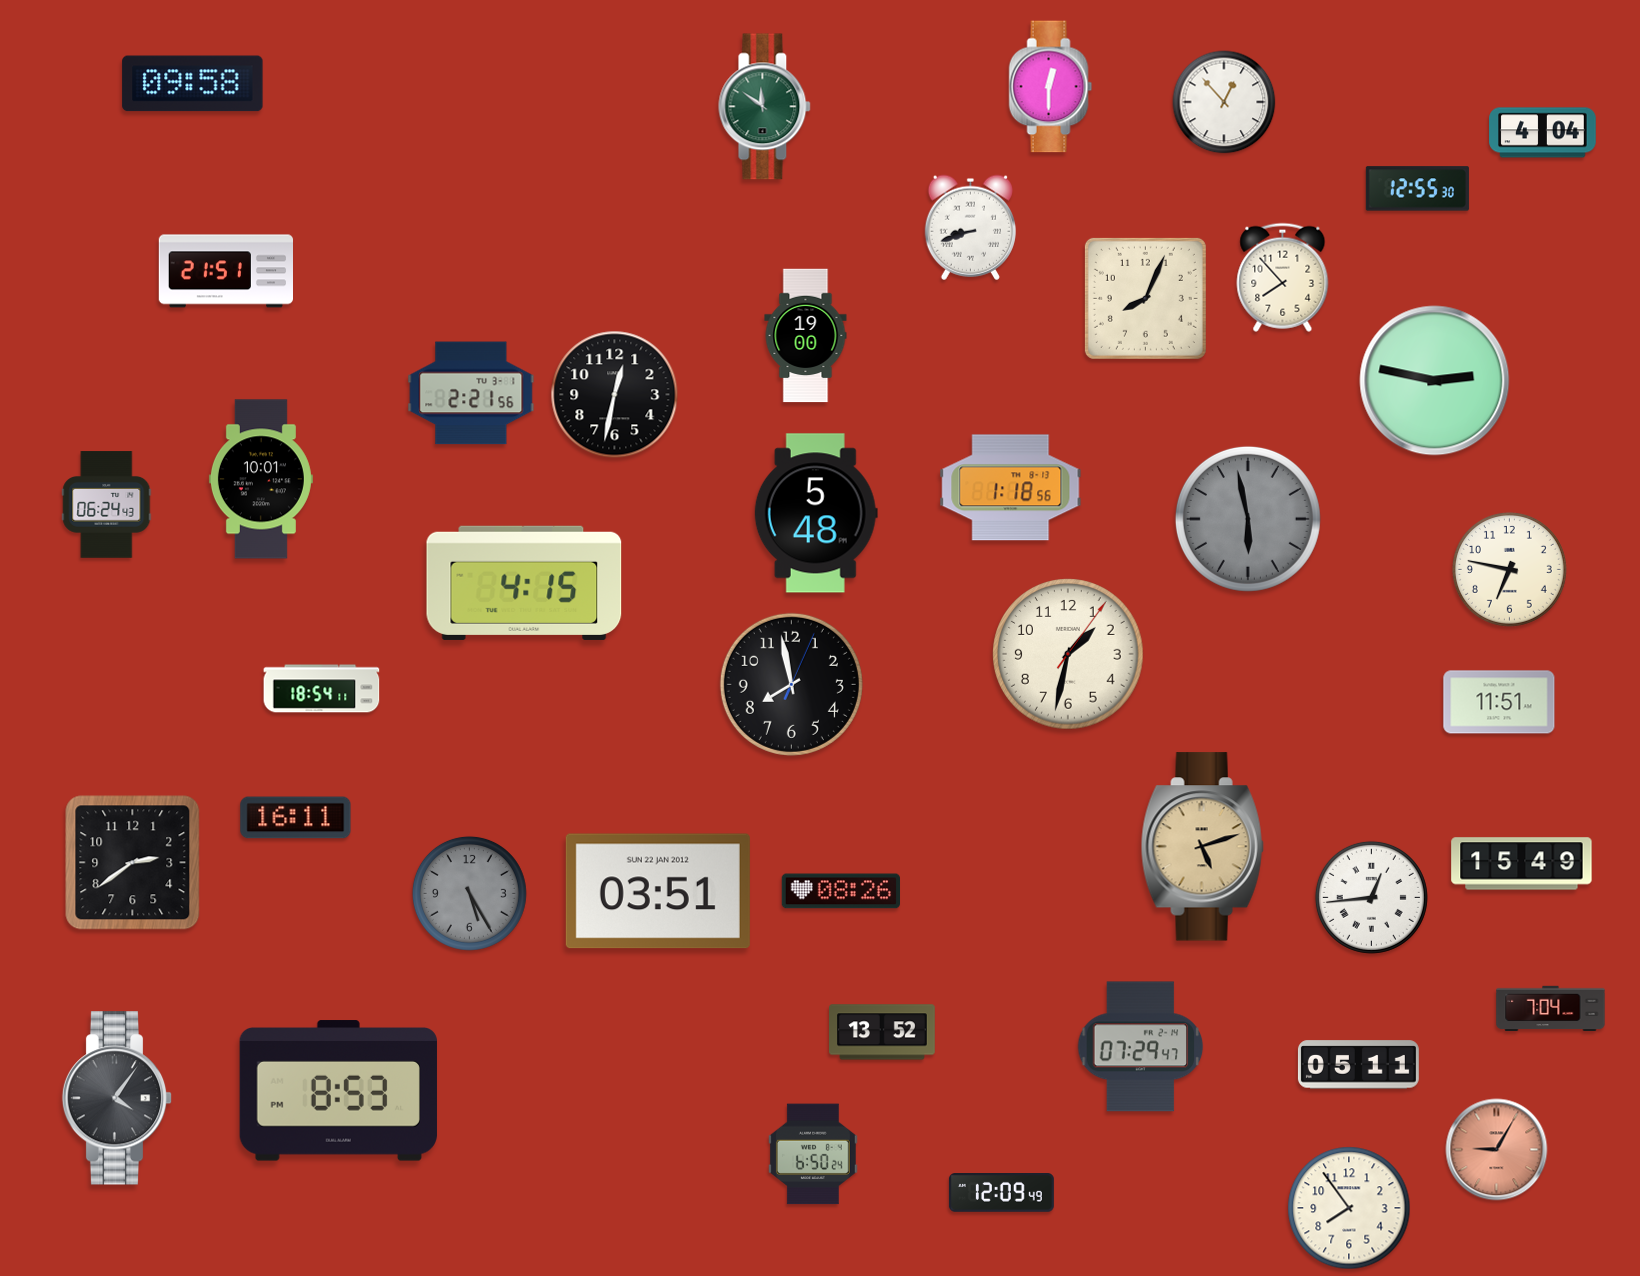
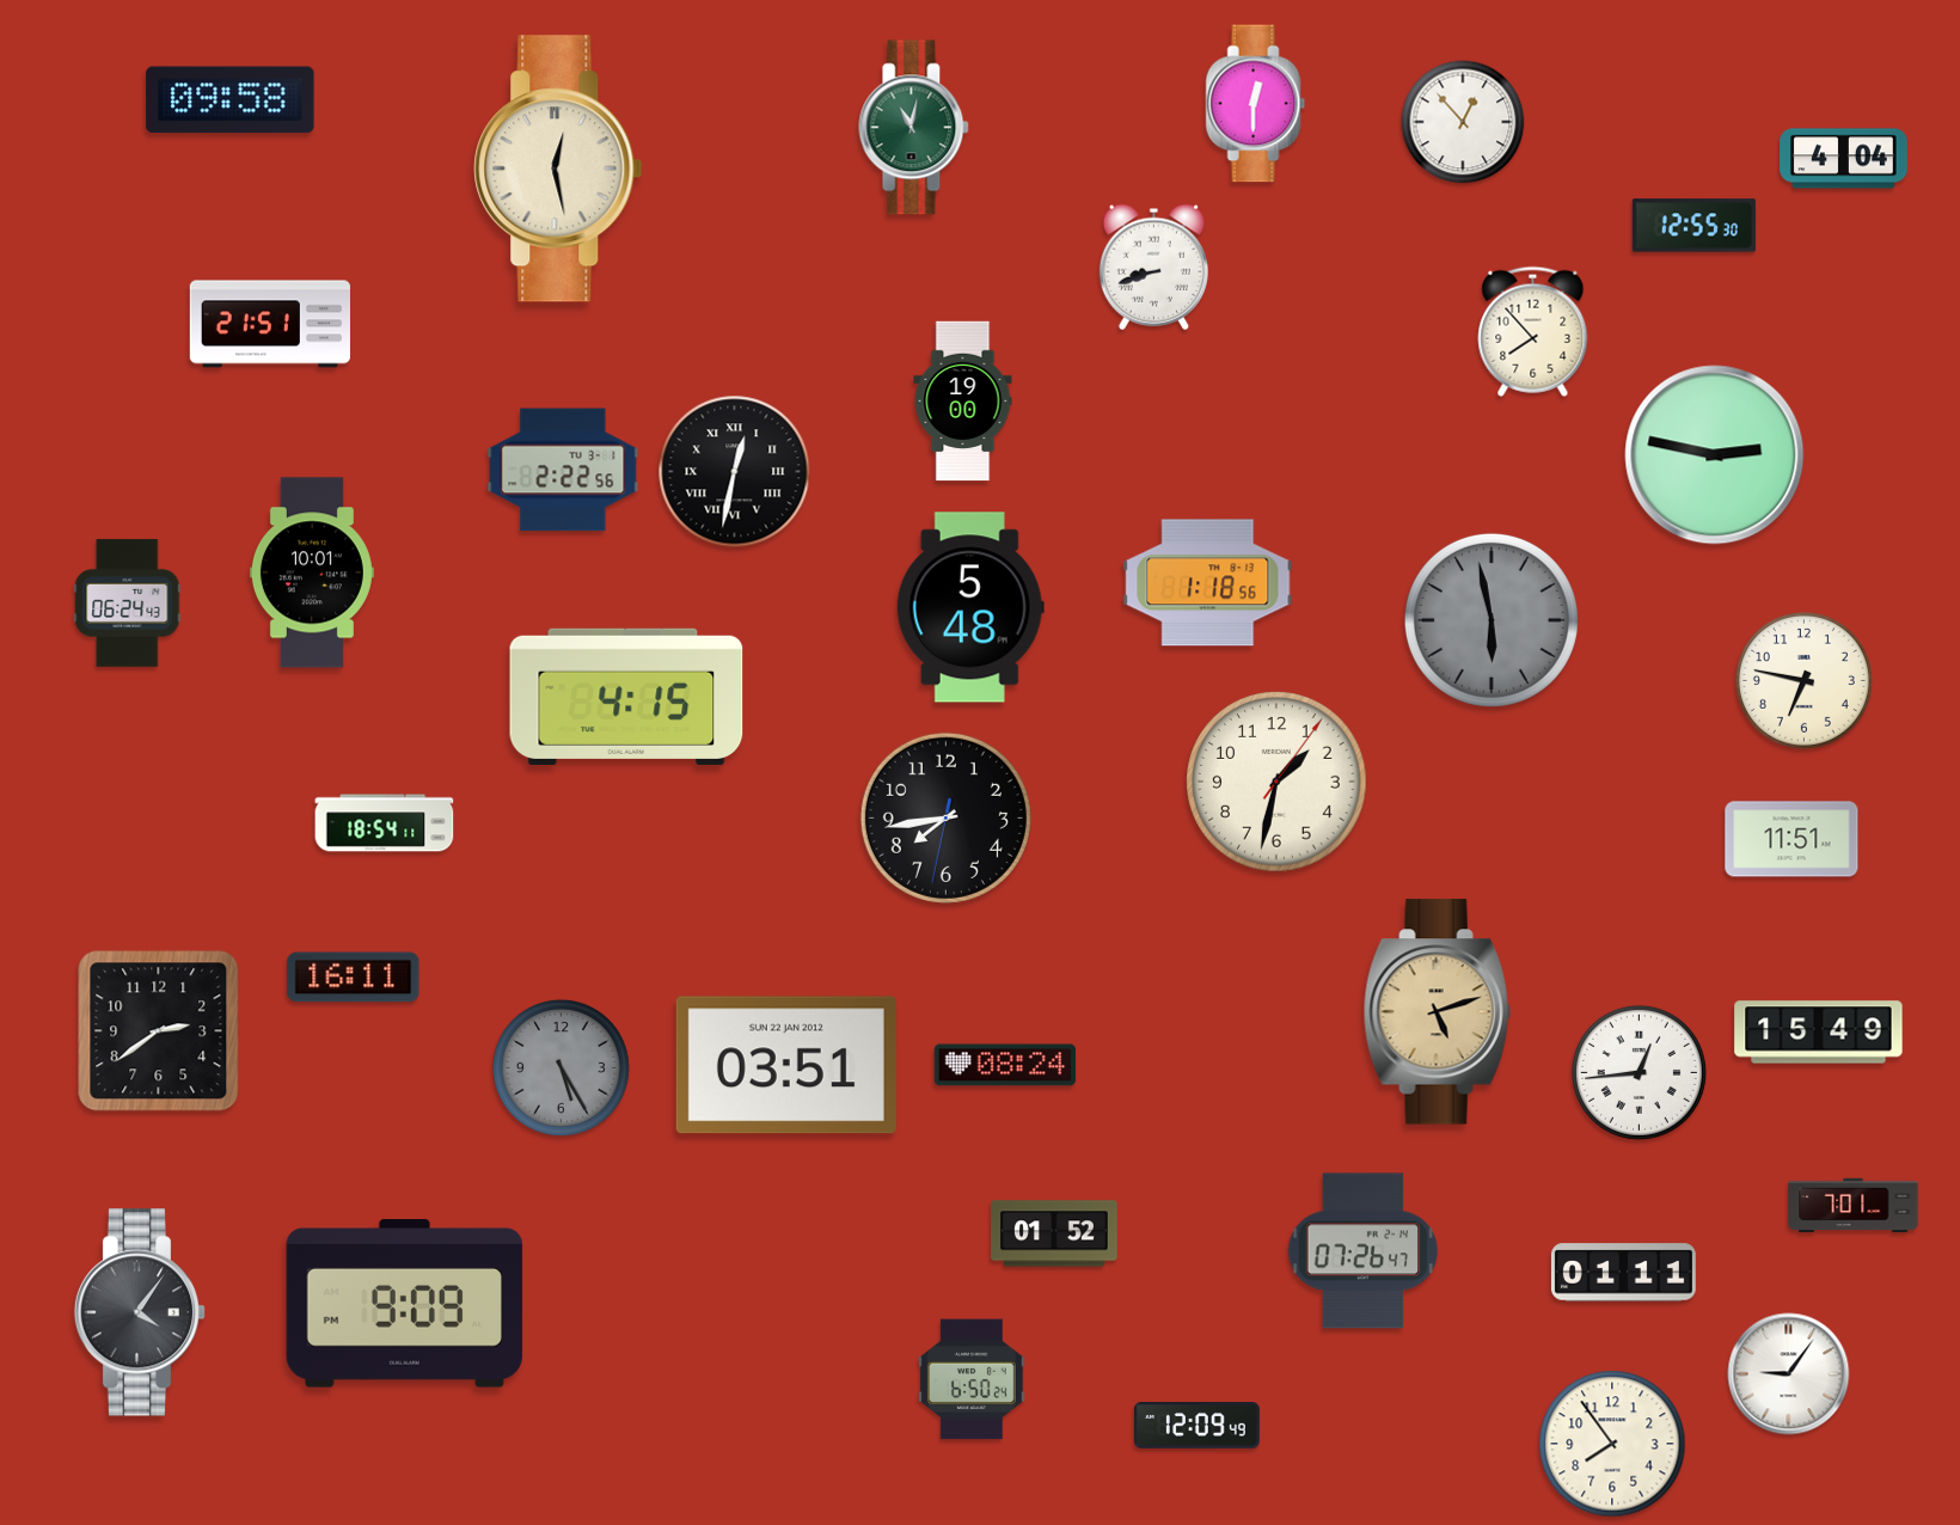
clock at (765, 107): 11:51 -> 11:02
clock at (558, 169): none -> 12:28
clock at (970, 227) position: (970, 227) -> (1153, 267)
clock at (1145, 298): 8:04 -> none
clock at (471, 393): 2:21 -> 2:22
clock at (615, 395) numerals: Arabic -> Roman
clock at (816, 513) position: (816, 513) -> (970, 607)
clock at (791, 684): 7:58 -> 7:43
clock at (840, 891): 08:26 -> 08:24
clock at (1551, 1009): 7:04 -> 7:01
clock at (883, 1032): 13:52 -> 01:52
clock at (1141, 1047): 07:29 -> 07:26
clock at (1358, 1065): 05:11 -> 01:11
clock at (338, 1091): 8:53 -> 9:09
clock at (1497, 1150): 9:05 -> 9:06
clock at (1497, 1150) dial: salmon -> white
